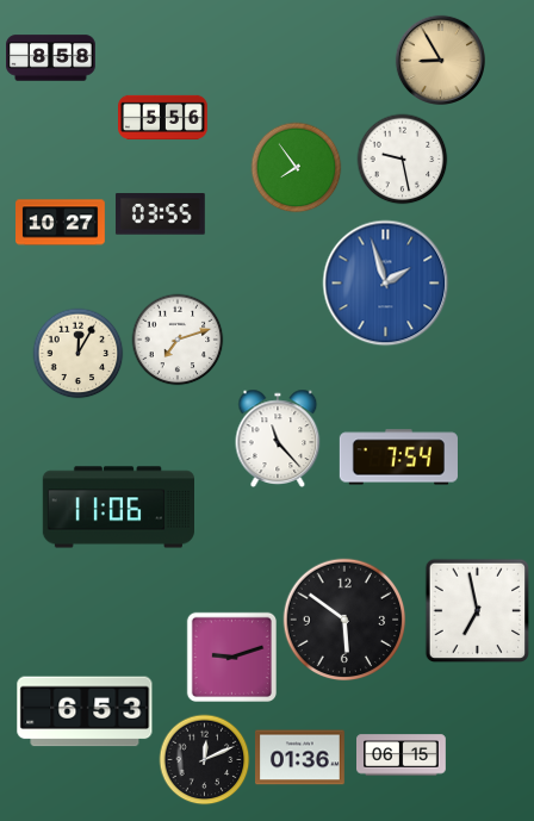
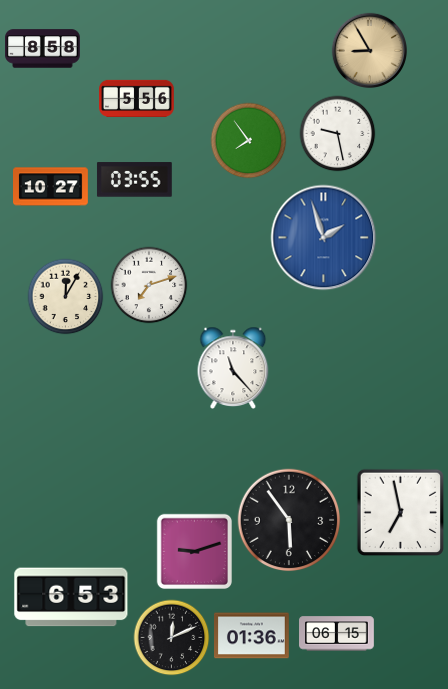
clock at (398, 458): 7:54 -> none
clock at (118, 508): 11:06 -> none
clock at (344, 620): 5:51 -> 5:54
